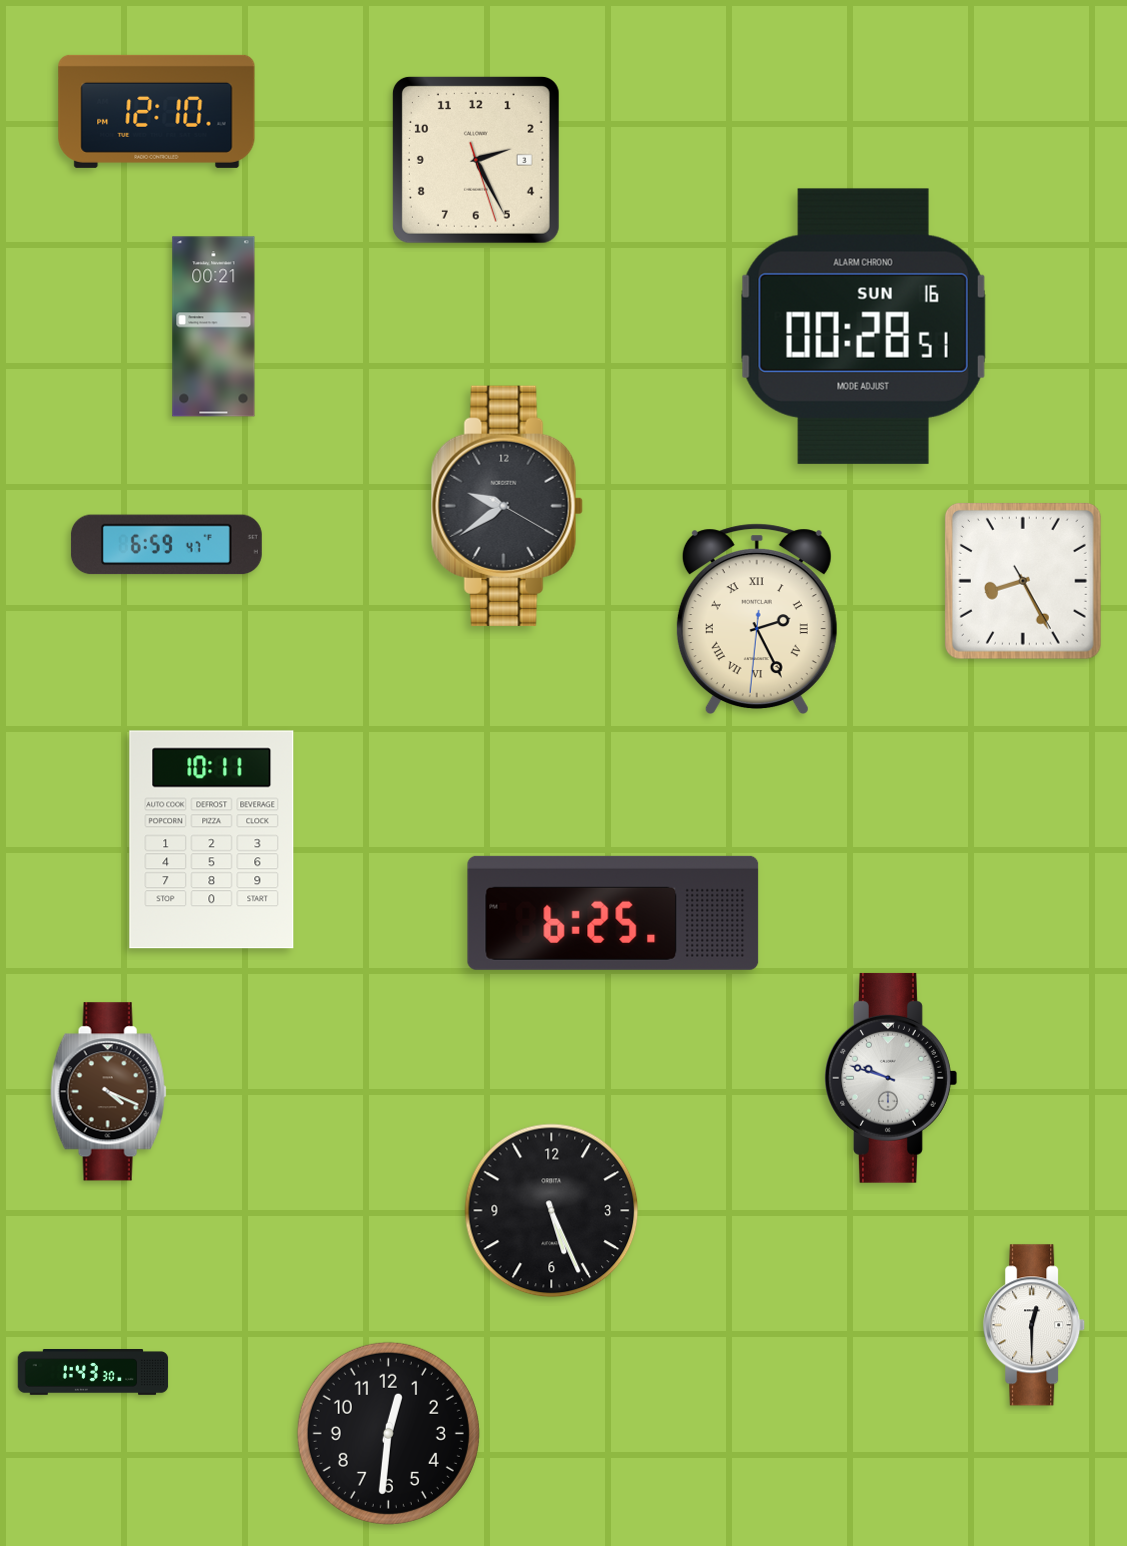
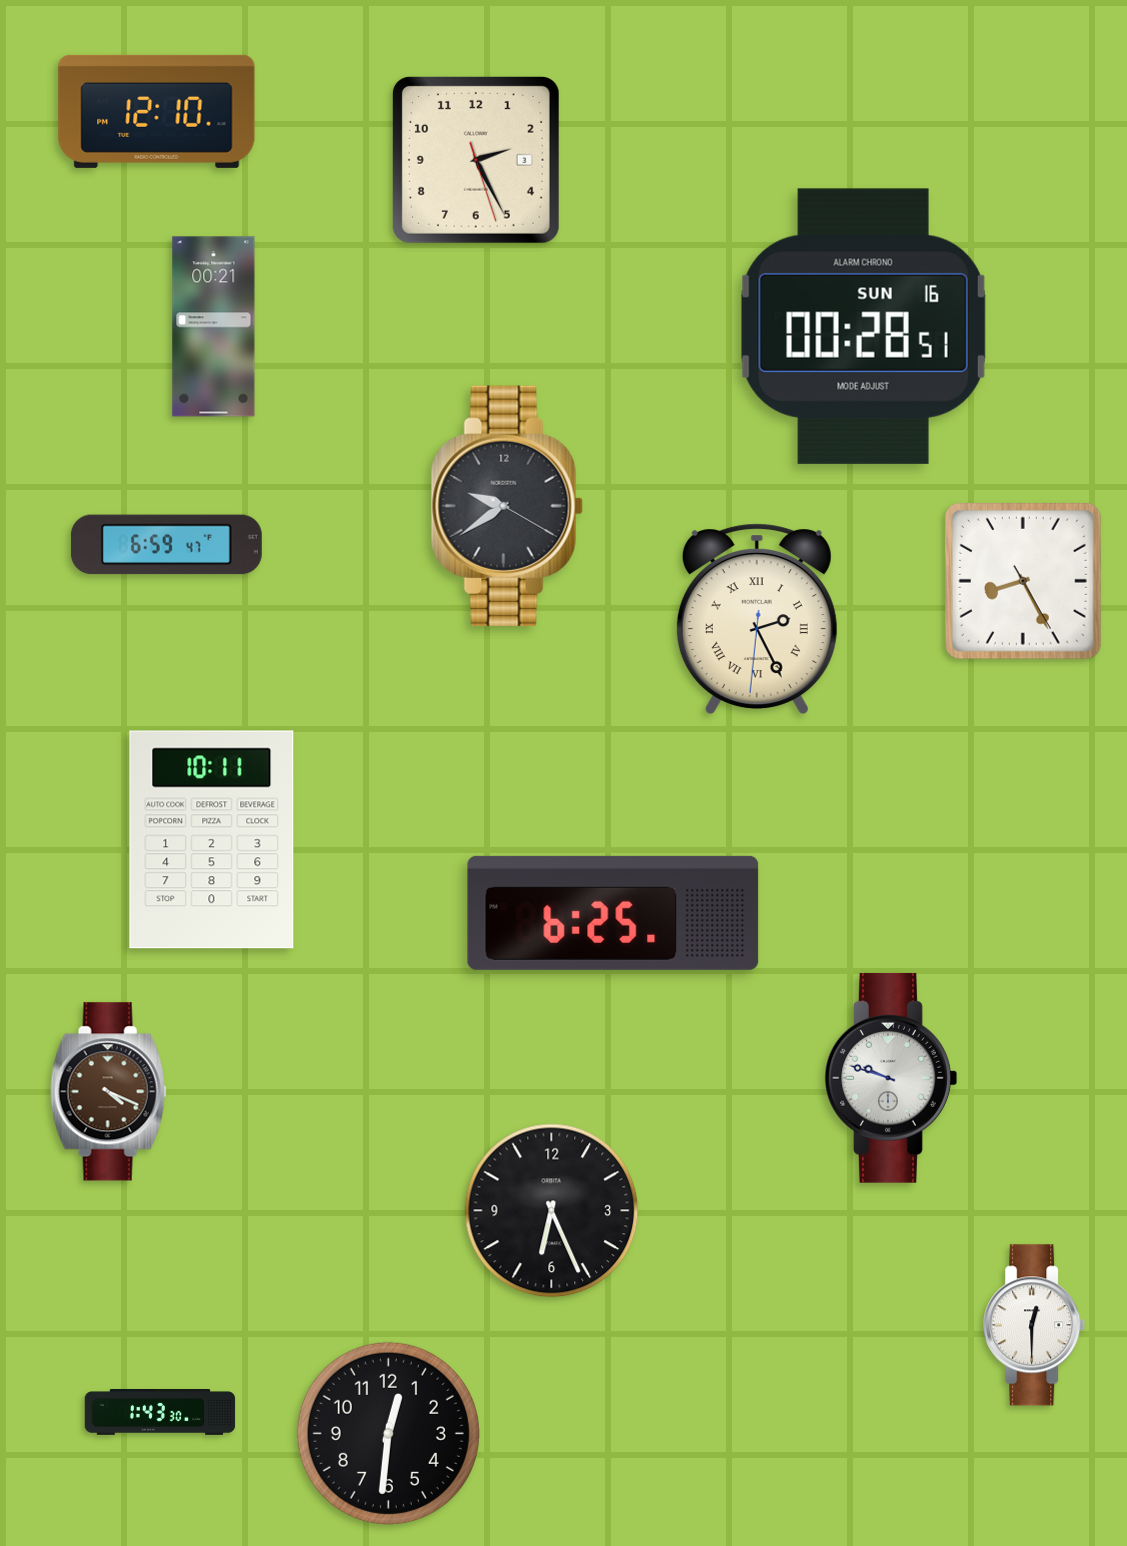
clock at (552, 1211): 5:26 -> 6:26
clock at (93, 1373) position: (93, 1373) -> (160, 1413)
